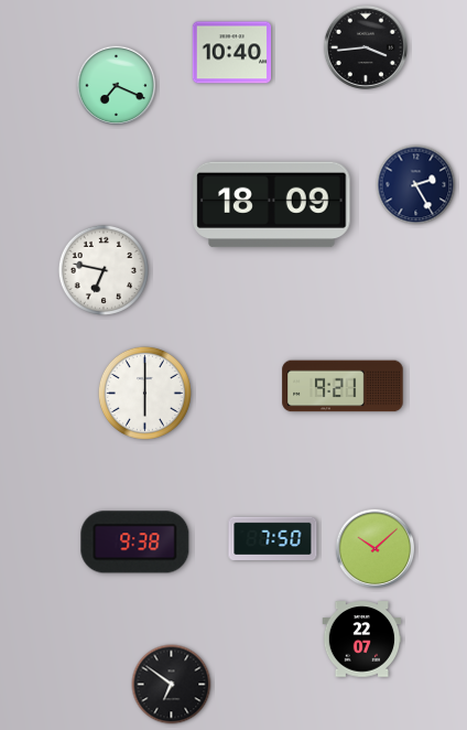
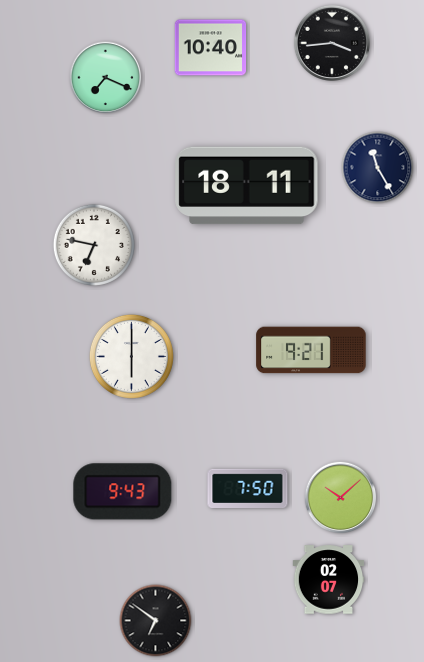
clock at (416, 185): 2:25 -> 11:25
clock at (272, 205): 18:09 -> 18:11
clock at (135, 543): 9:38 -> 9:43
clock at (362, 640): 22:07 -> 02:07
